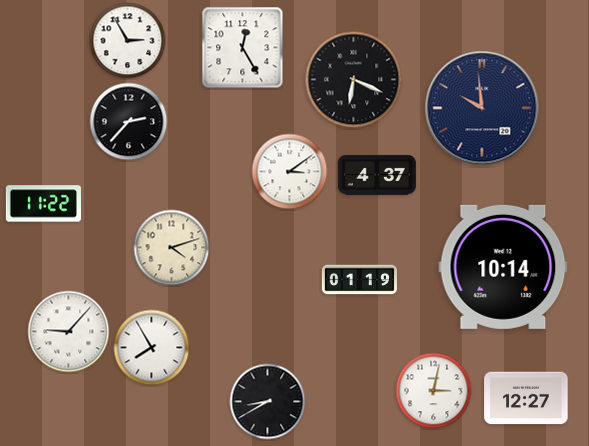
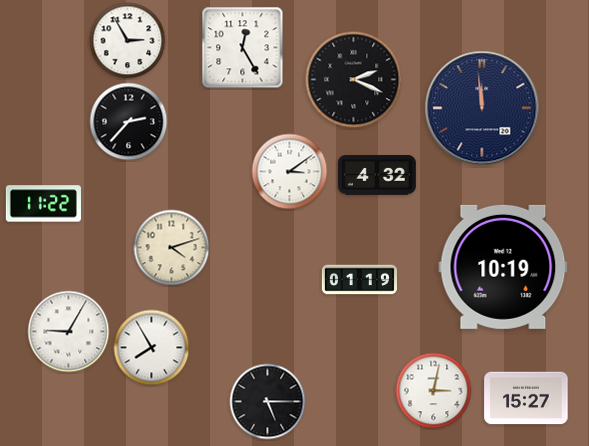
clock at (354, 80): 6:19 -> 2:19
clock at (482, 108): 9:59 -> 11:59
clock at (377, 175): 4:37 -> 4:32
clock at (503, 267): 10:14 -> 10:19
clock at (69, 332): 9:07 -> 9:05
clock at (526, 398): 12:27 -> 15:27
clock at (268, 402): 8:40 -> 5:15
